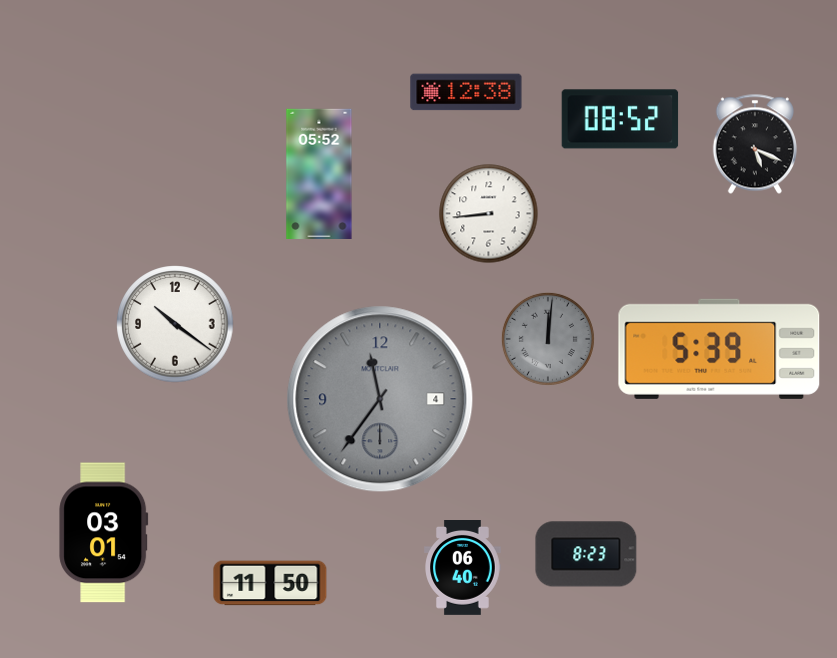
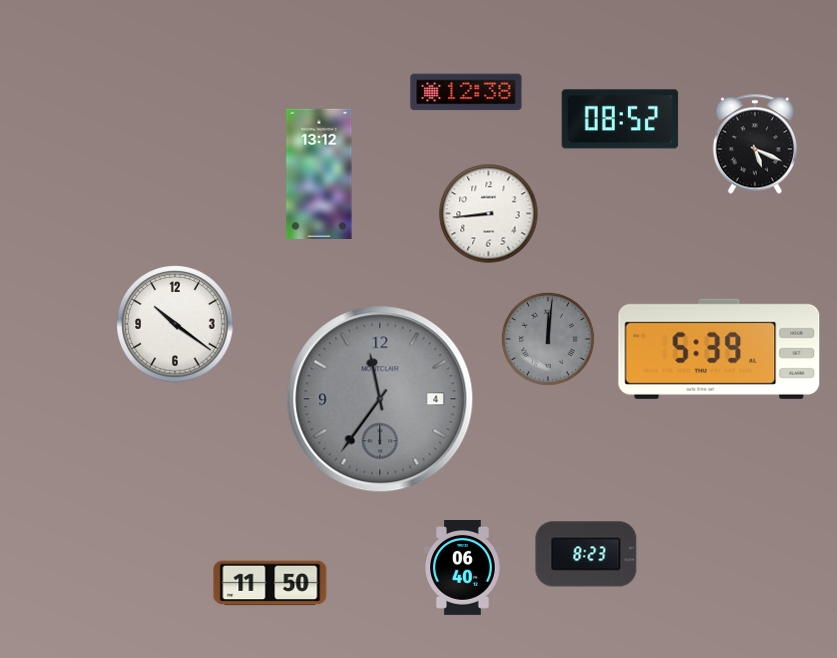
clock at (319, 173): 05:52 -> 13:12
clock at (104, 533): 03:01 -> none
